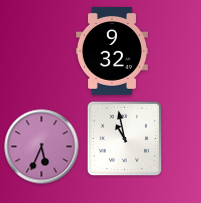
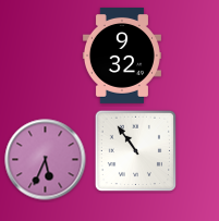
clock at (124, 138): 10:58 -> 10:54
